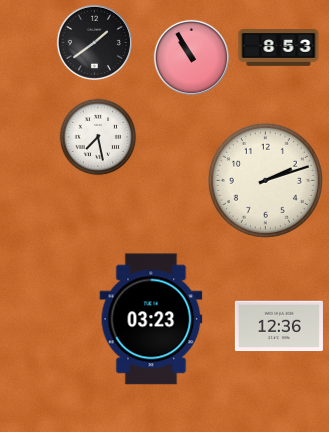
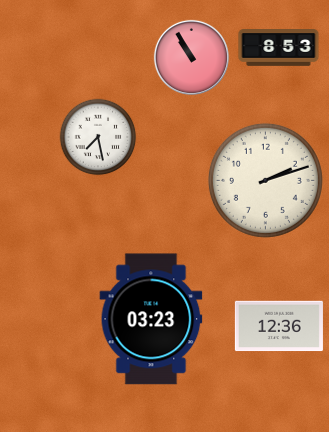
clock at (94, 42): 1:39 -> none
